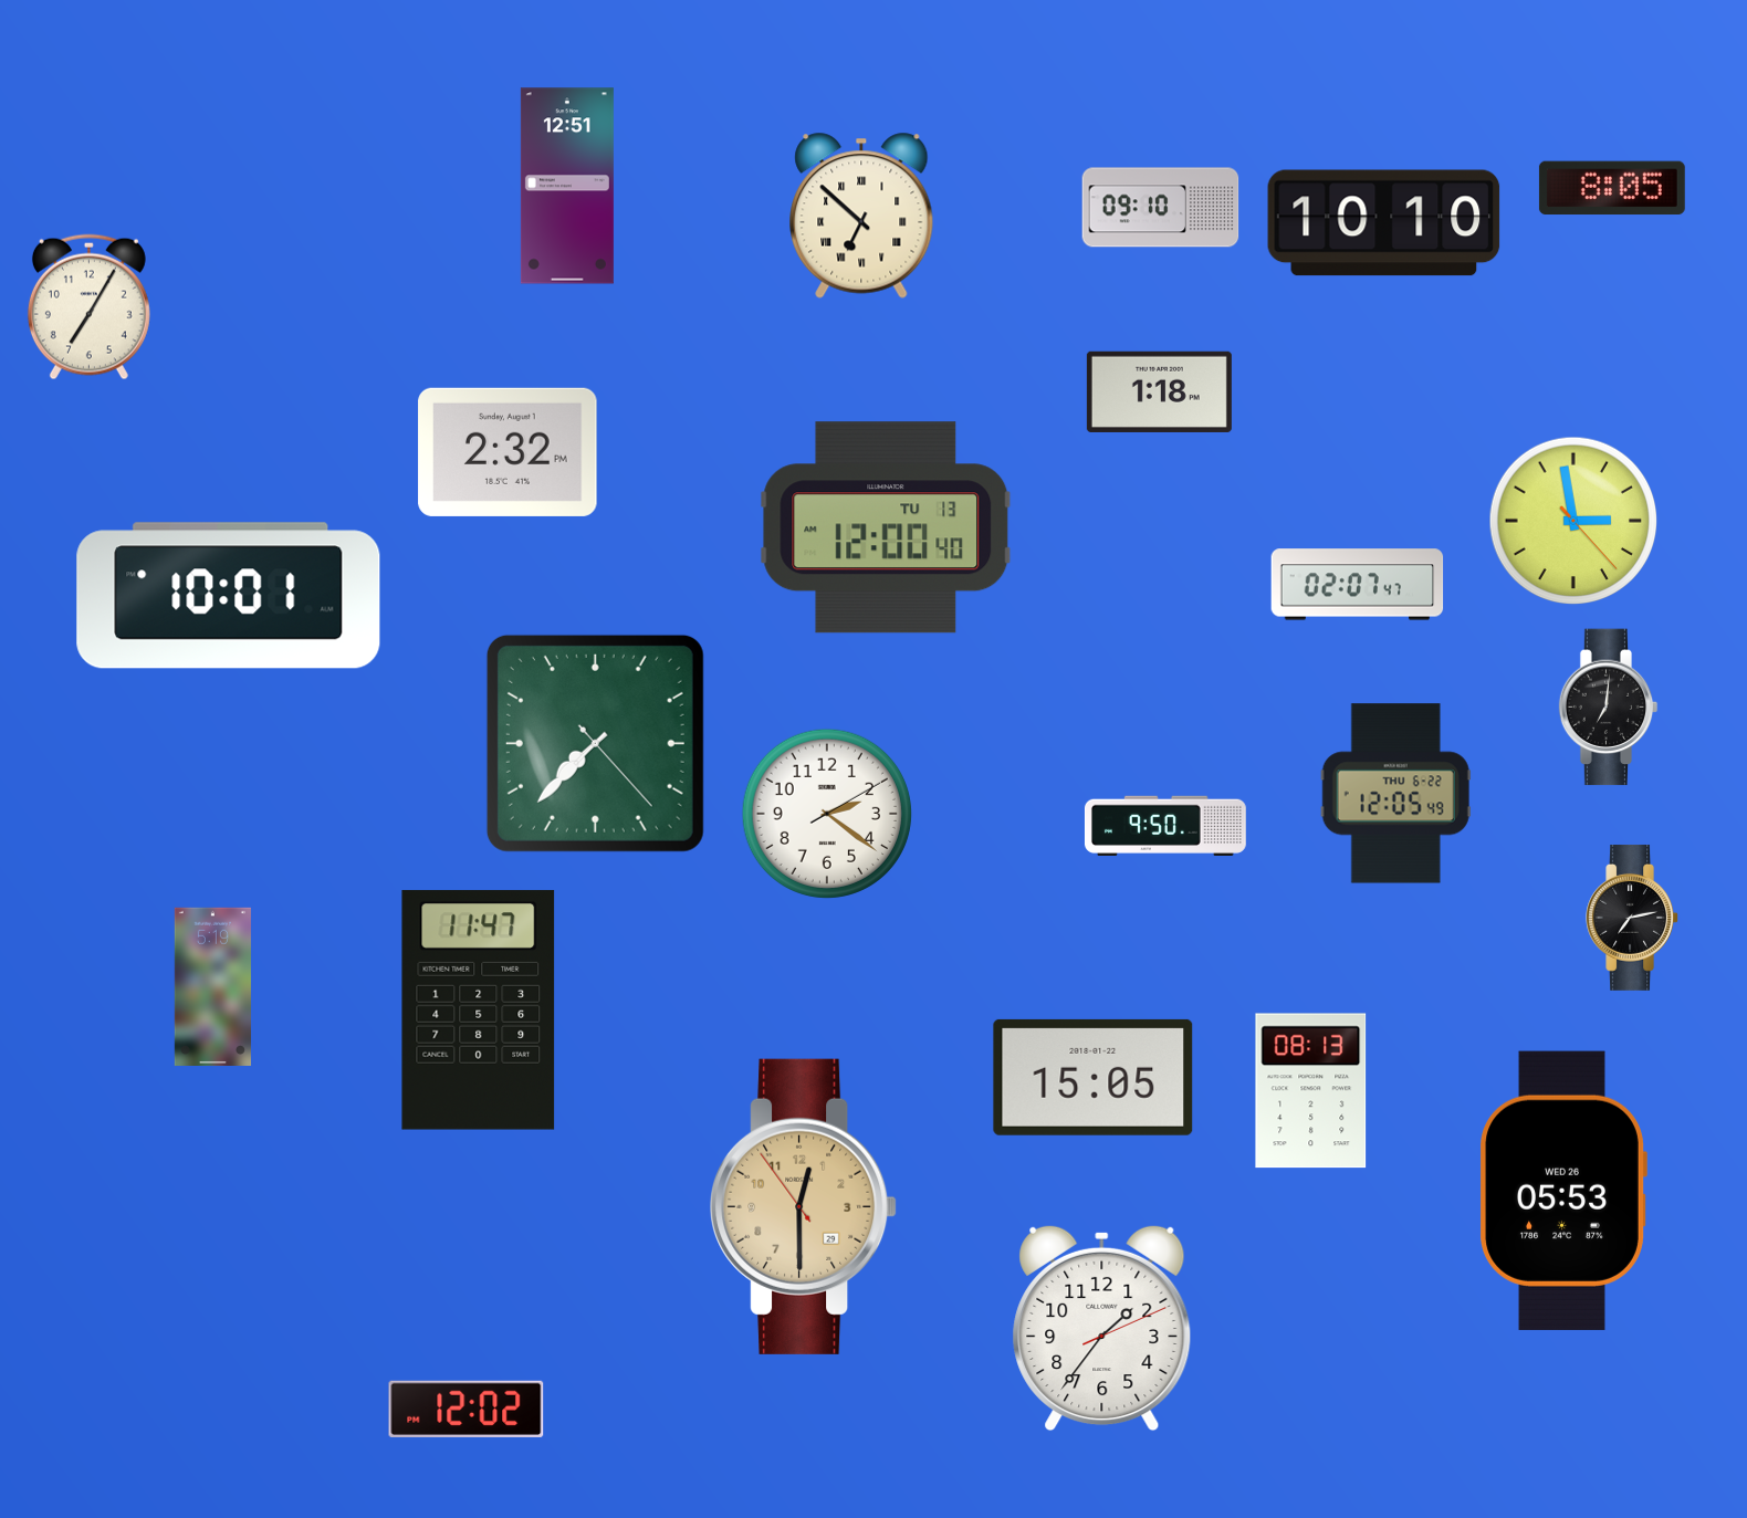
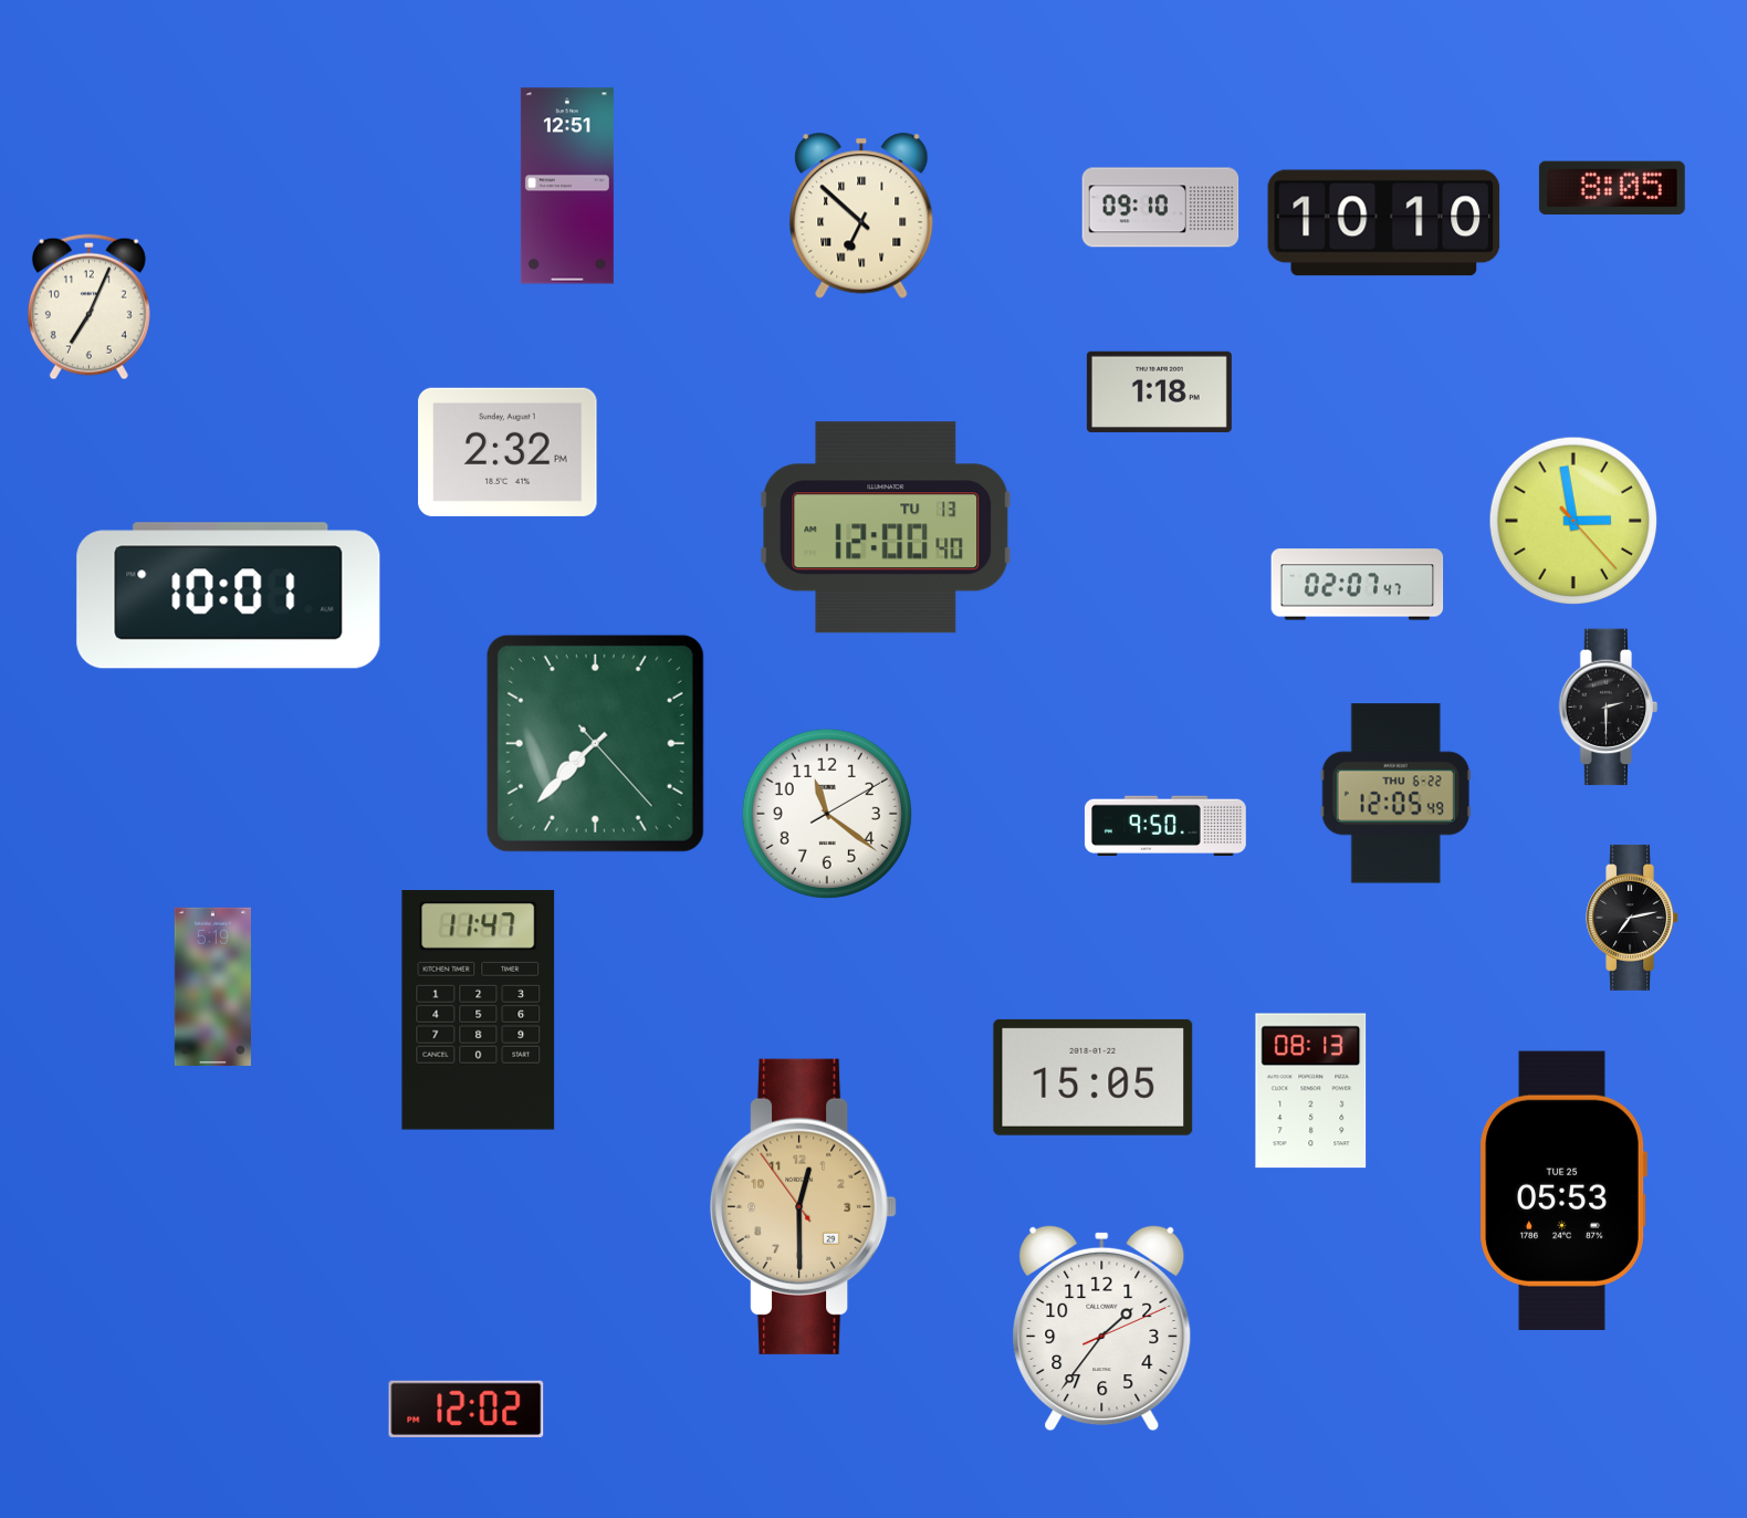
clock at (88, 307): 7:05 -> 7:04
clock at (1609, 708): 7:01 -> 2:30
clock at (827, 814): 2:21 -> 11:21
clock at (1563, 1191) date: WED 26 -> TUE 25
